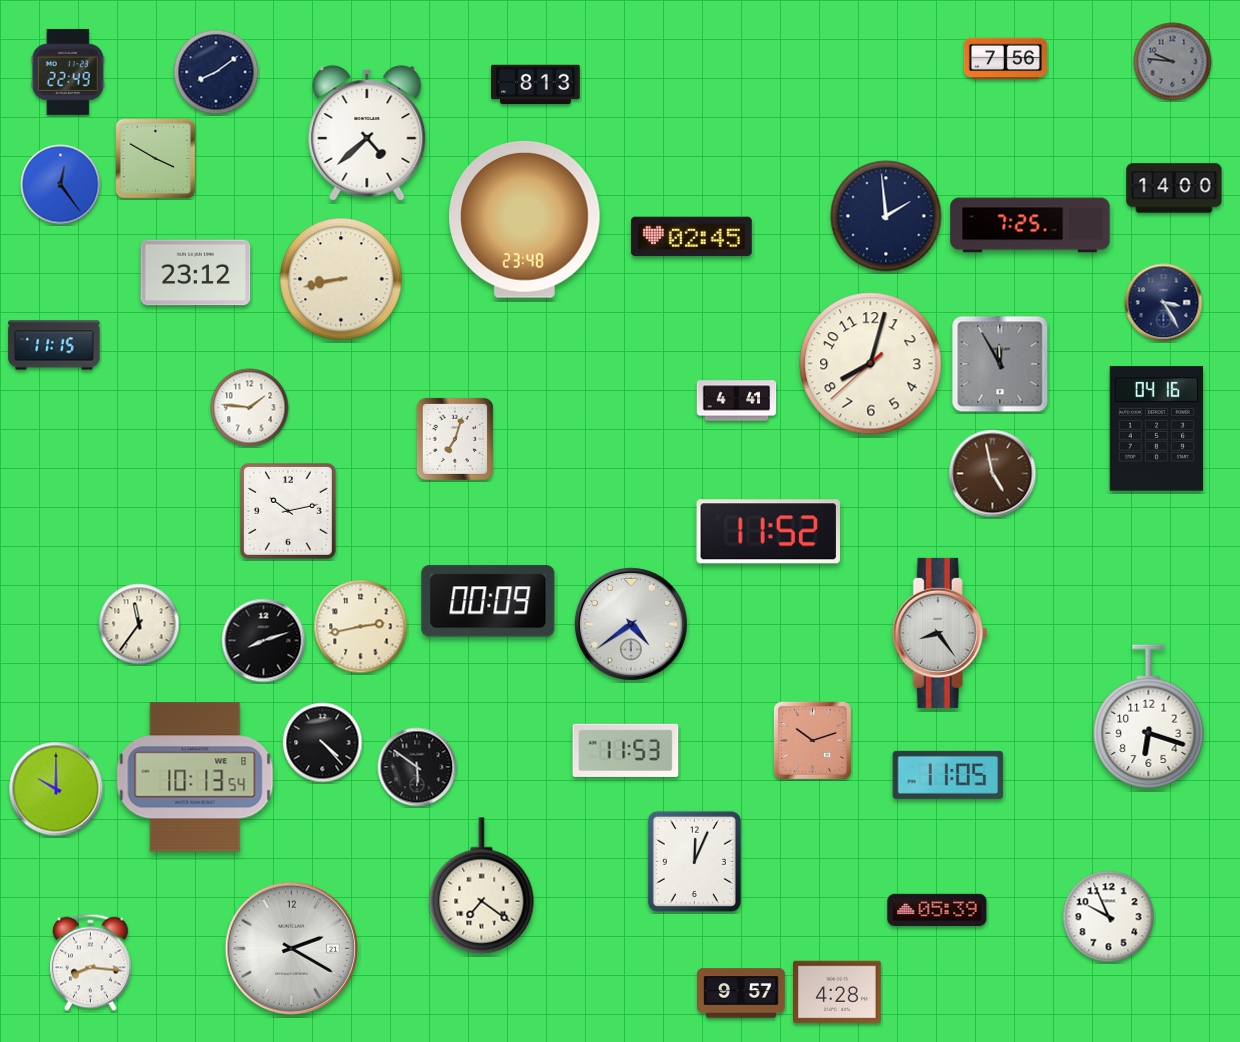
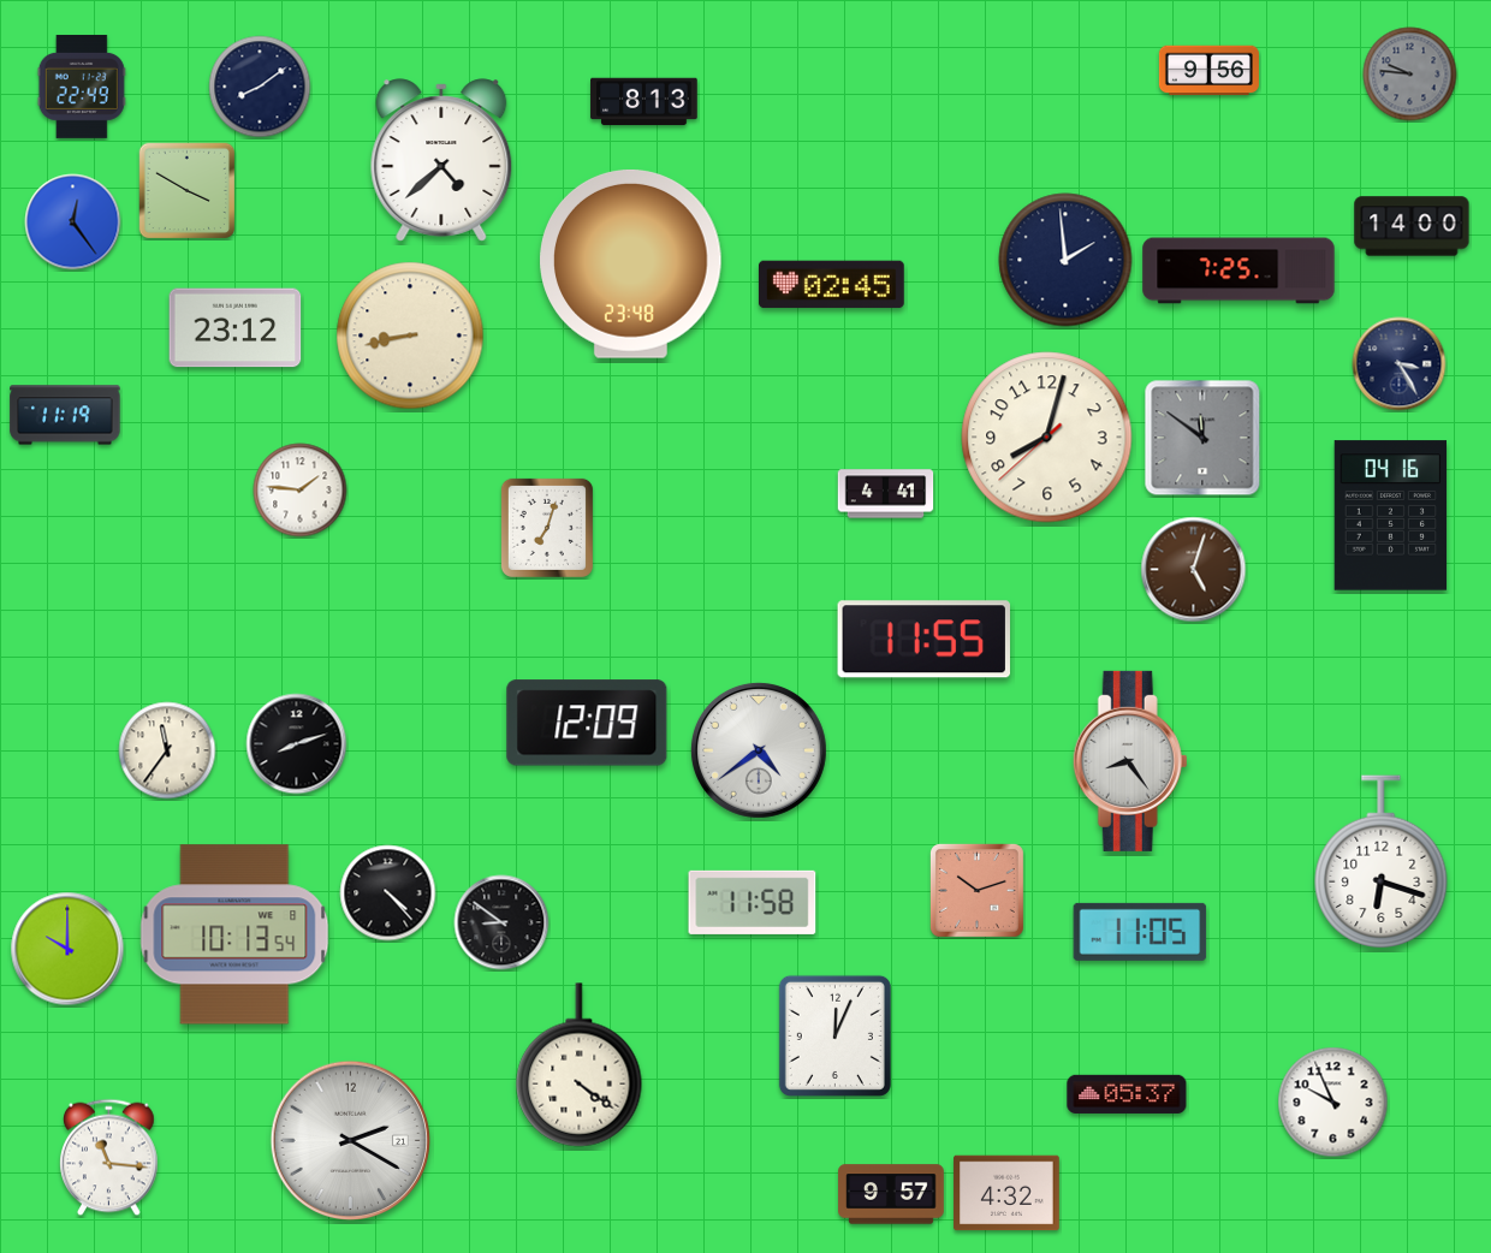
clock at (1005, 59): 7:56 -> 9:56
clock at (54, 345): 11:15 -> 11:19
clock at (1000, 364): 11:55 -> 11:51
clock at (737, 401) position: (737, 401) -> (886, 494)
clock at (993, 474): 4:58 -> 5:03
clock at (288, 511): 10:13 -> none
clock at (768, 532): 11:52 -> 11:55
clock at (488, 601): 00:09 -> 12:09
clock at (361, 627): 2:43 -> none
clock at (264, 641) position: (264, 641) -> (297, 744)
clock at (626, 750): 11:53 -> 11:58
clock at (417, 767): 5:51 -> 8:51
clock at (482, 886): 7:21 -> 4:21
clock at (937, 909): 05:39 -> 05:37
clock at (91, 963): 8:16 -> 11:16
clock at (837, 992): 4:28 -> 4:32
